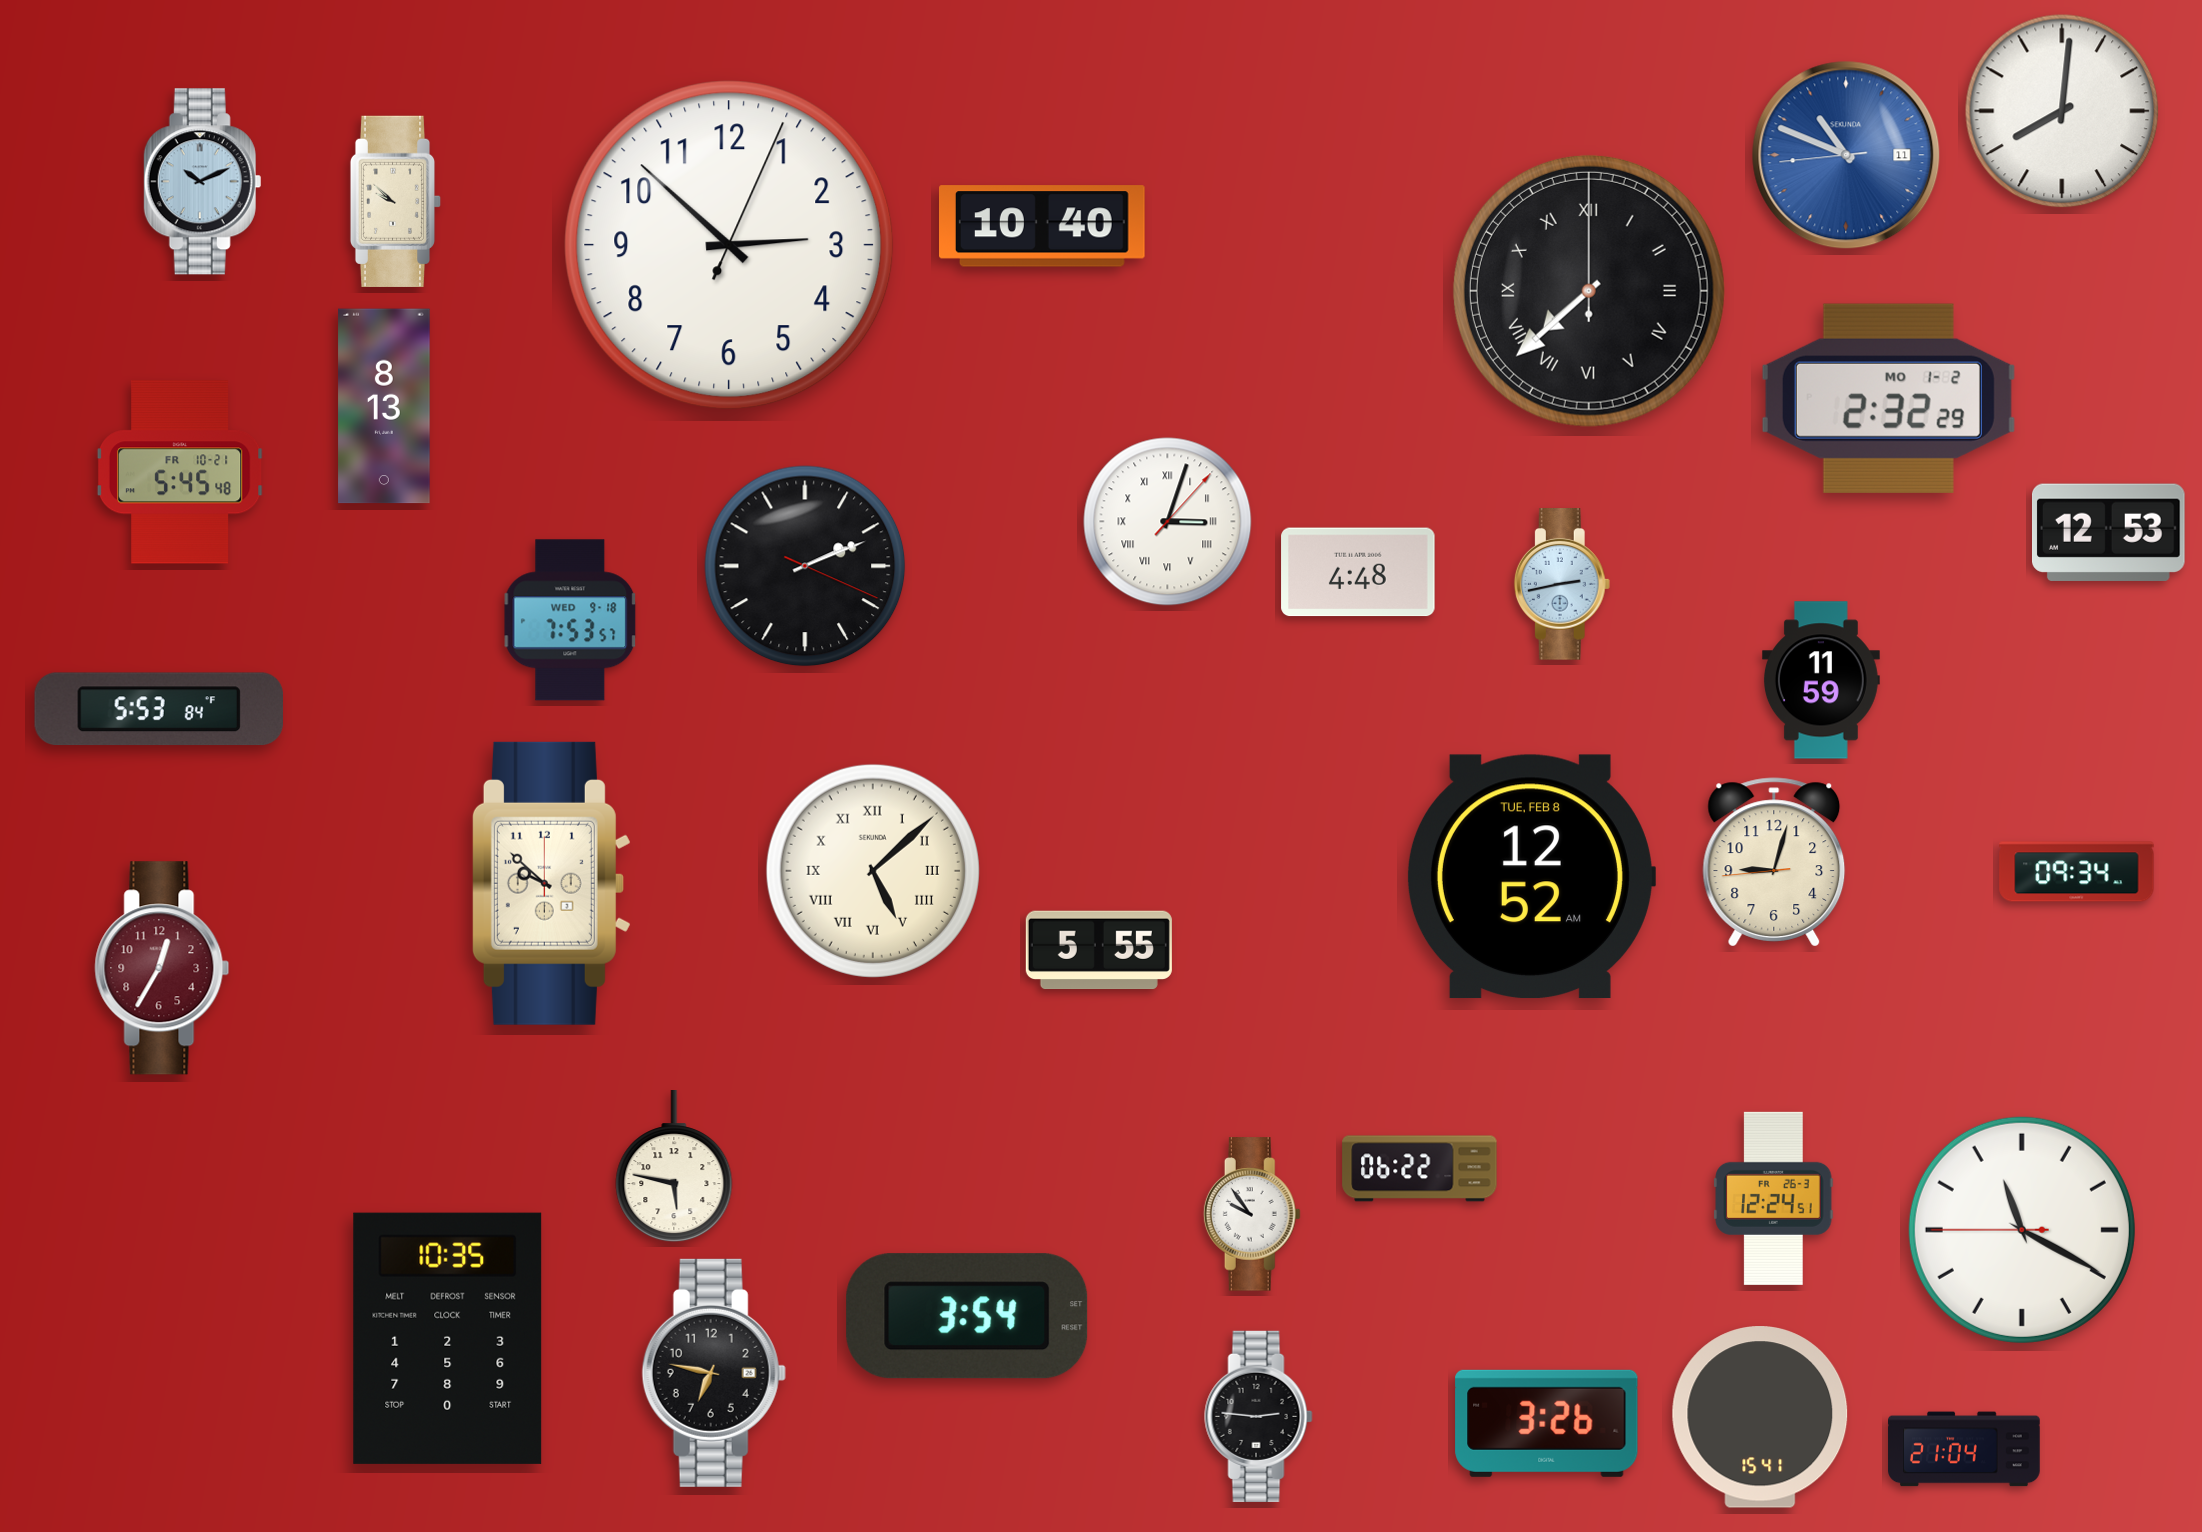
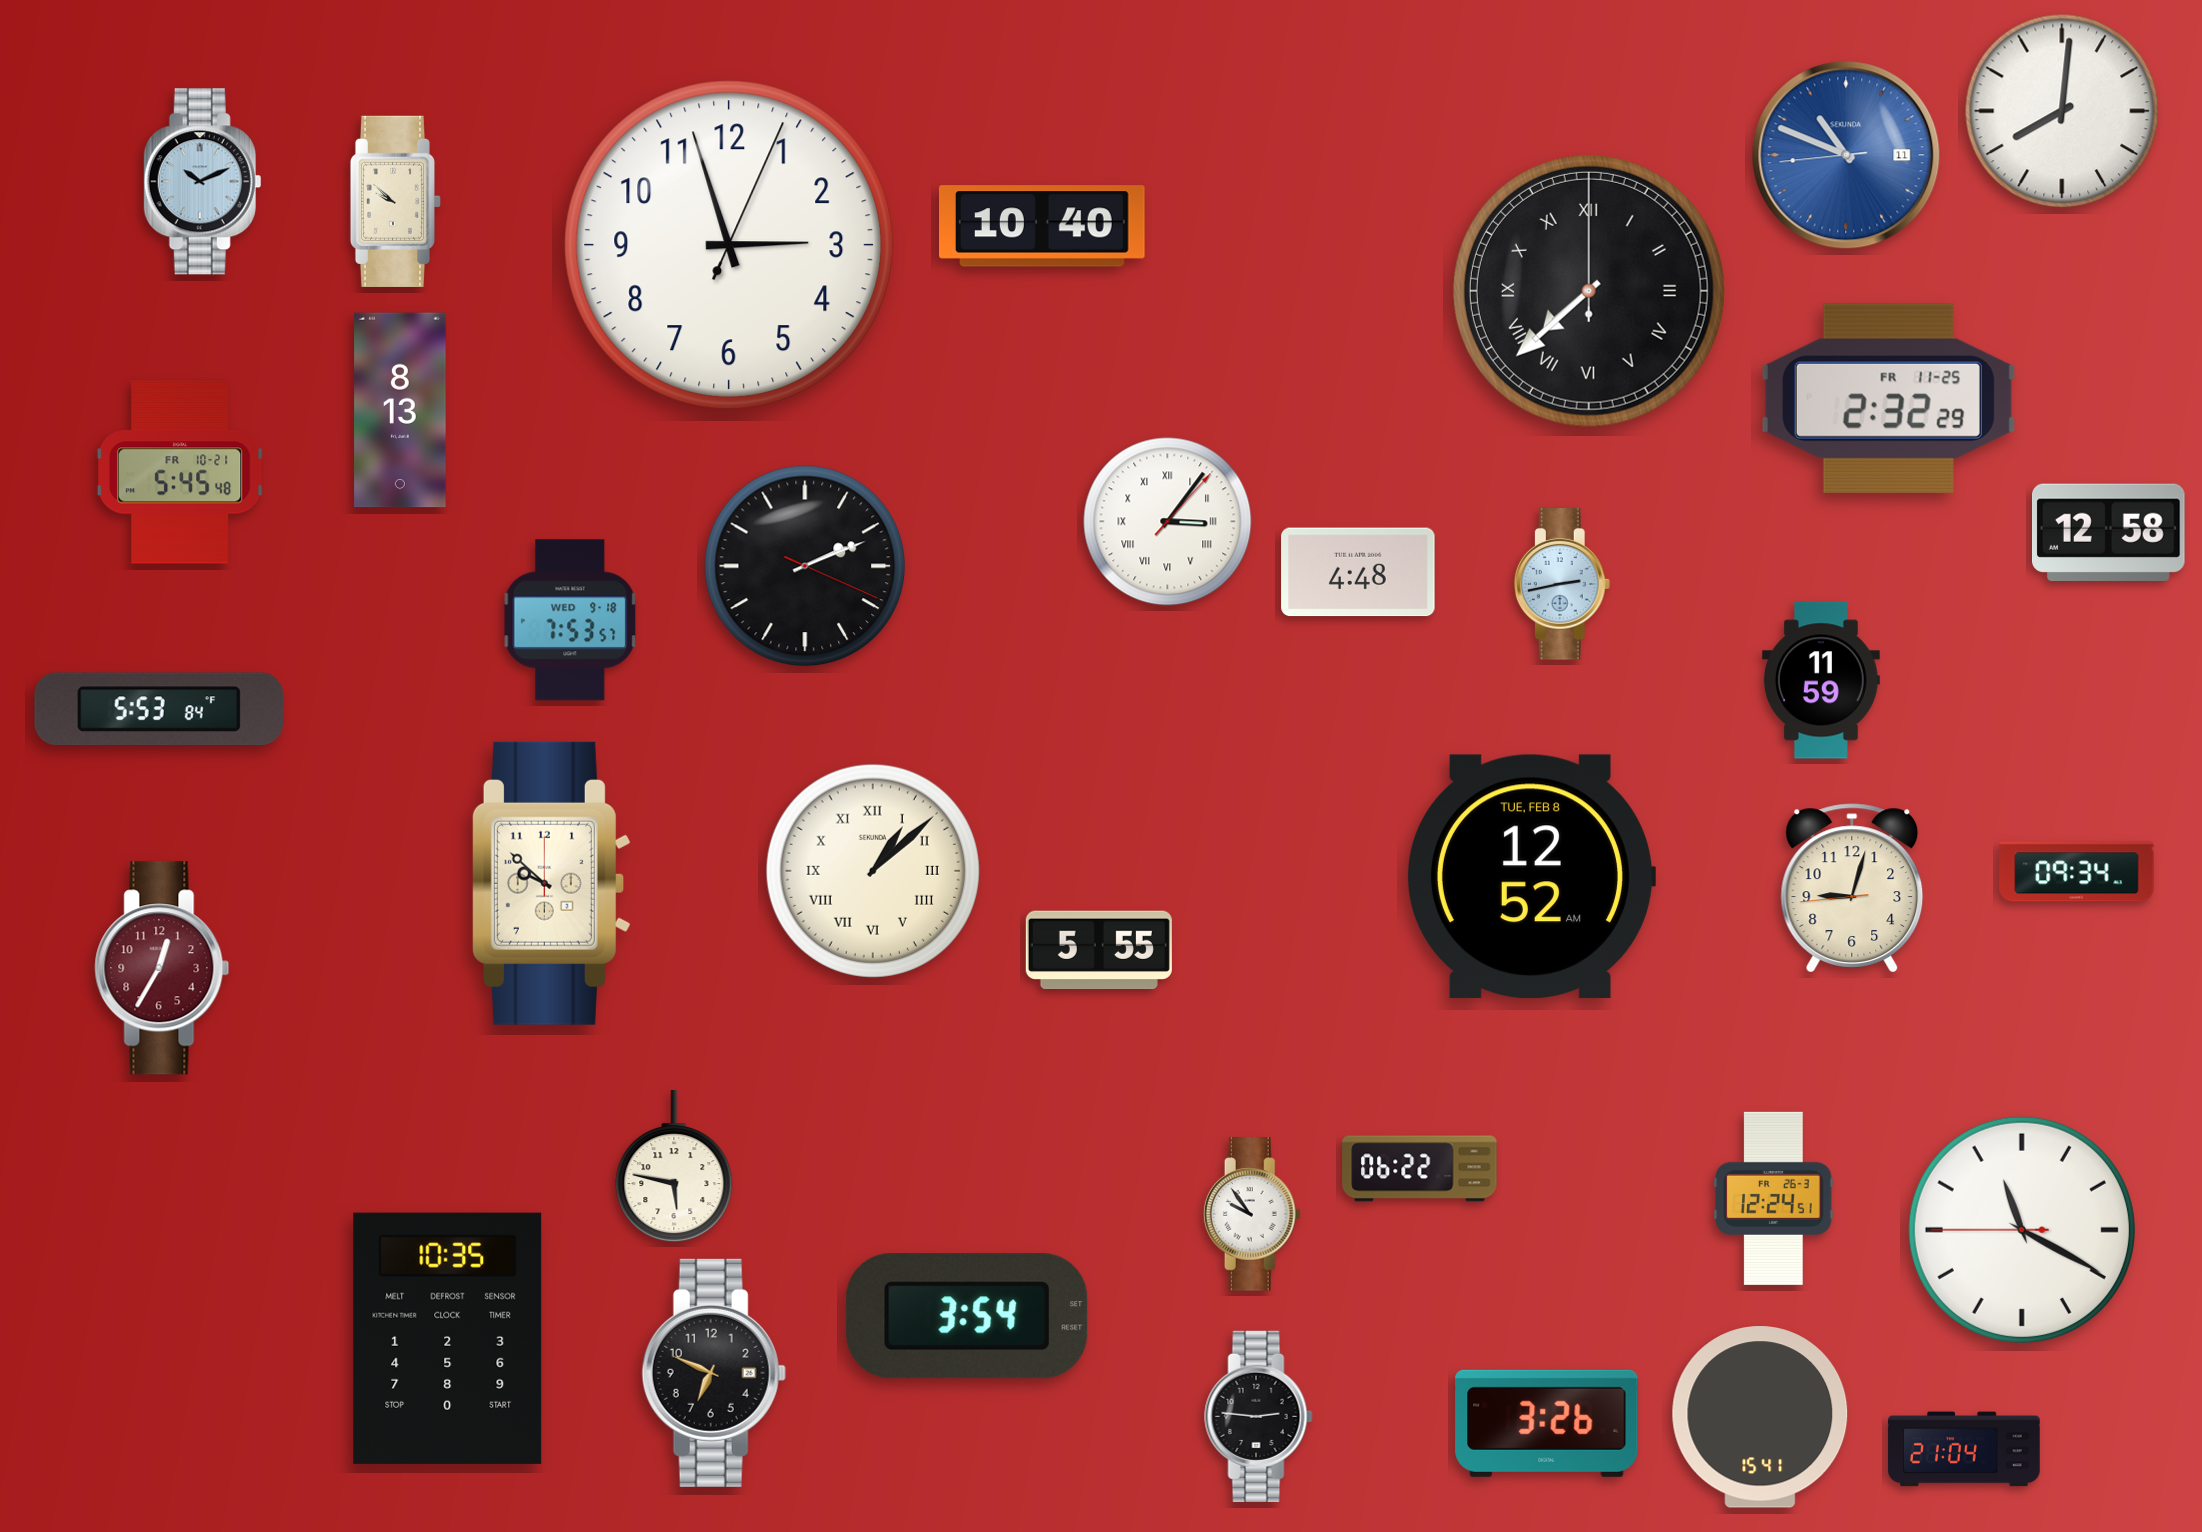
clock at (729, 245): 2:52 -> 2:57
clock at (1888, 398) date: MO 1-2 -> FR 11-25
clock at (384, 406) position: (384, 406) -> (400, 410)
clock at (1168, 522): 3:03 -> 3:06
clock at (2109, 532): 12:53 -> 12:58
clock at (1774, 862) position: (1774, 862) -> (1852, 888)
clock at (873, 871): 5:08 -> 1:08
clock at (714, 1373): 6:47 -> 6:49
